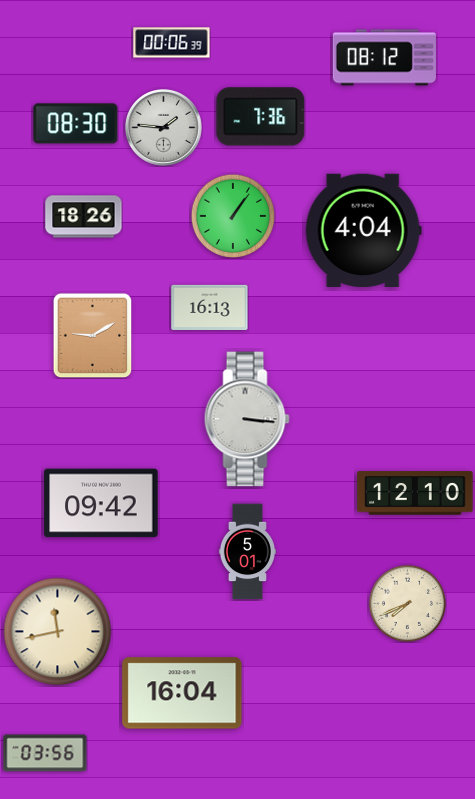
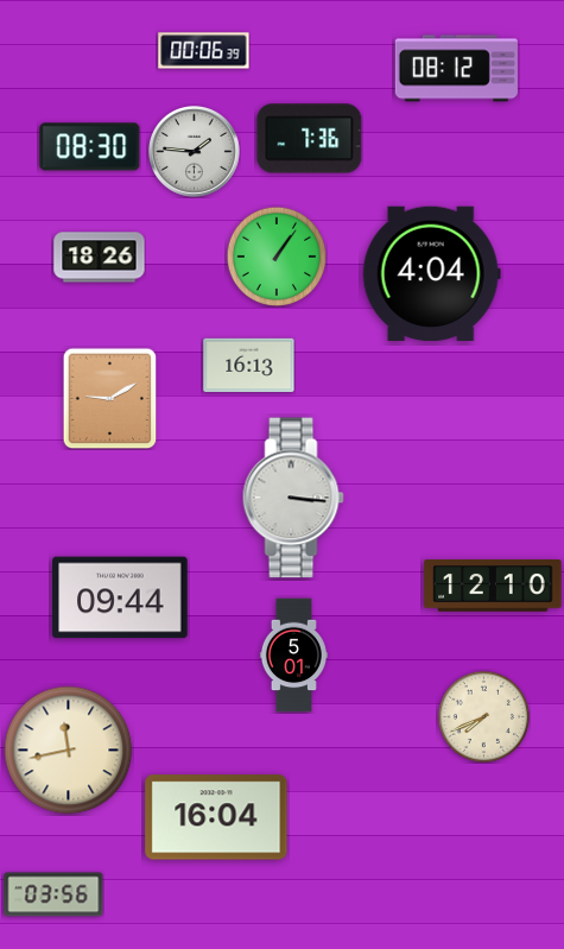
clock at (101, 503): 09:42 -> 09:44
clock at (182, 693) position: (182, 693) -> (216, 817)
